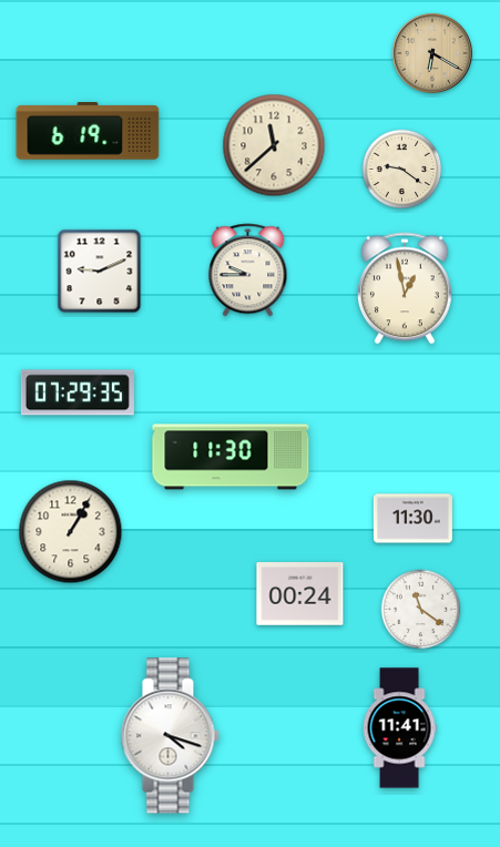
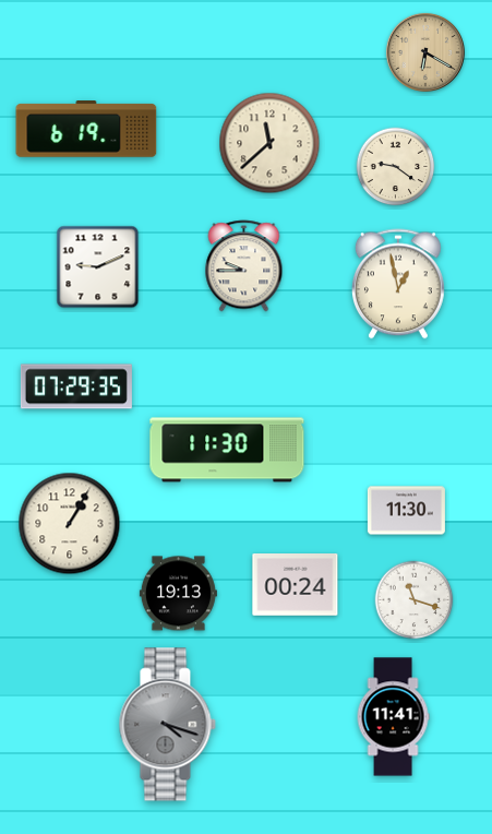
clock at (178, 594): none -> 19:13
clock at (421, 610): 11:21 -> 11:18
clock at (170, 736) dial: white -> grey
